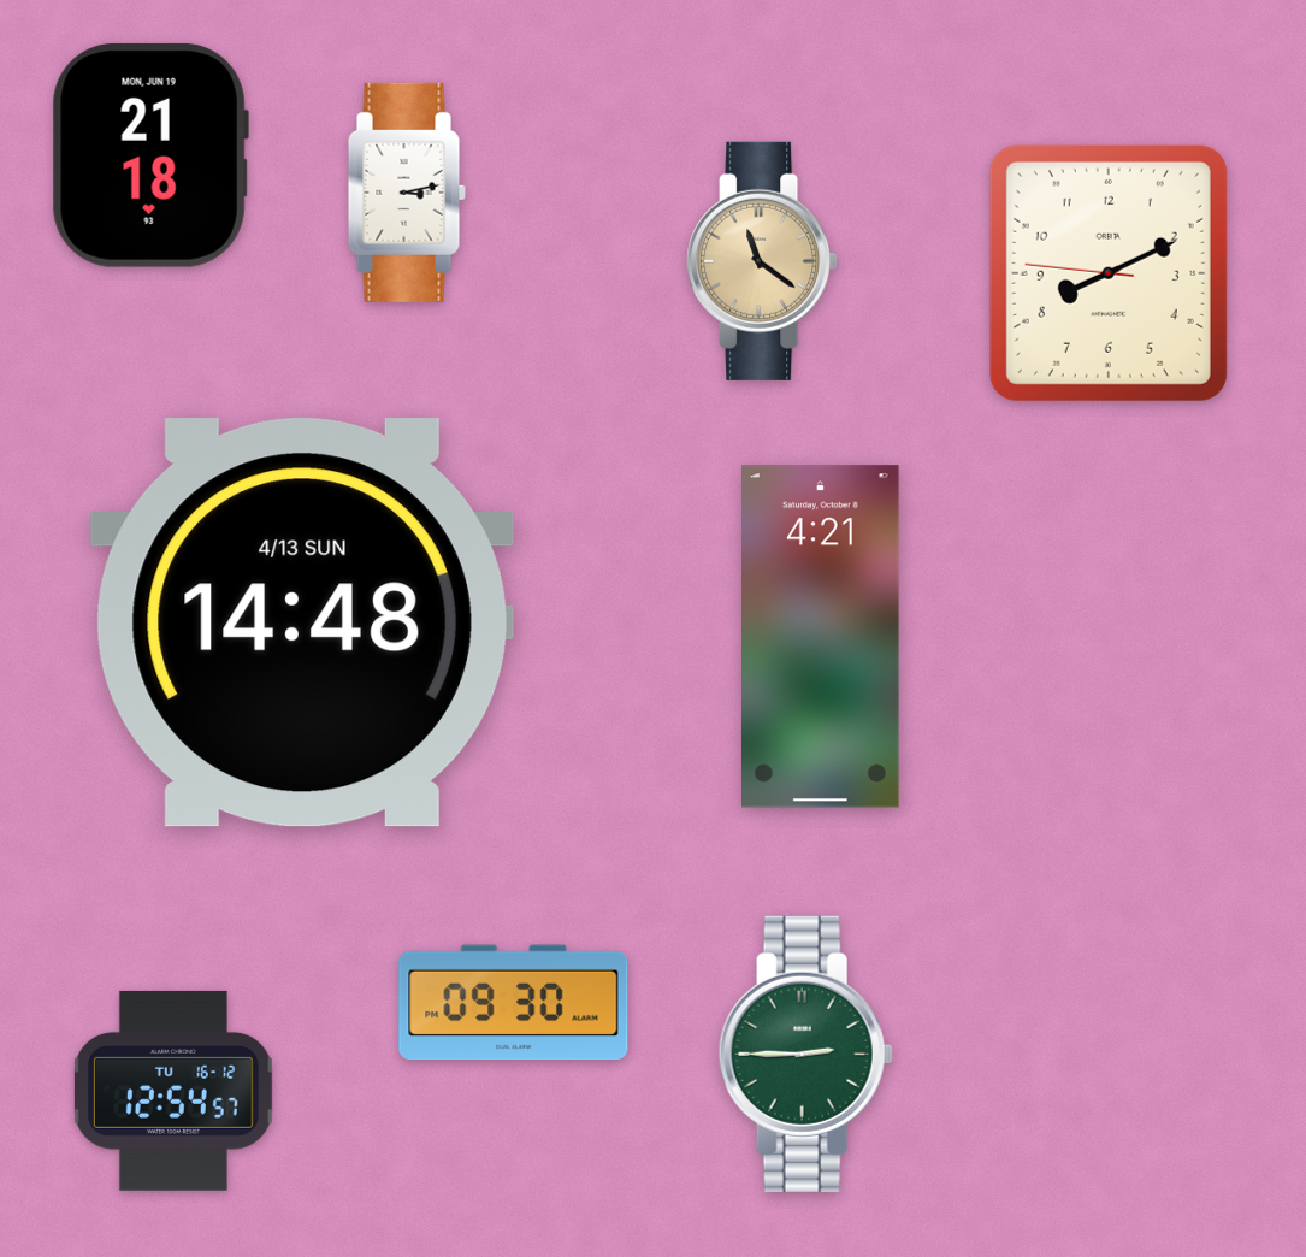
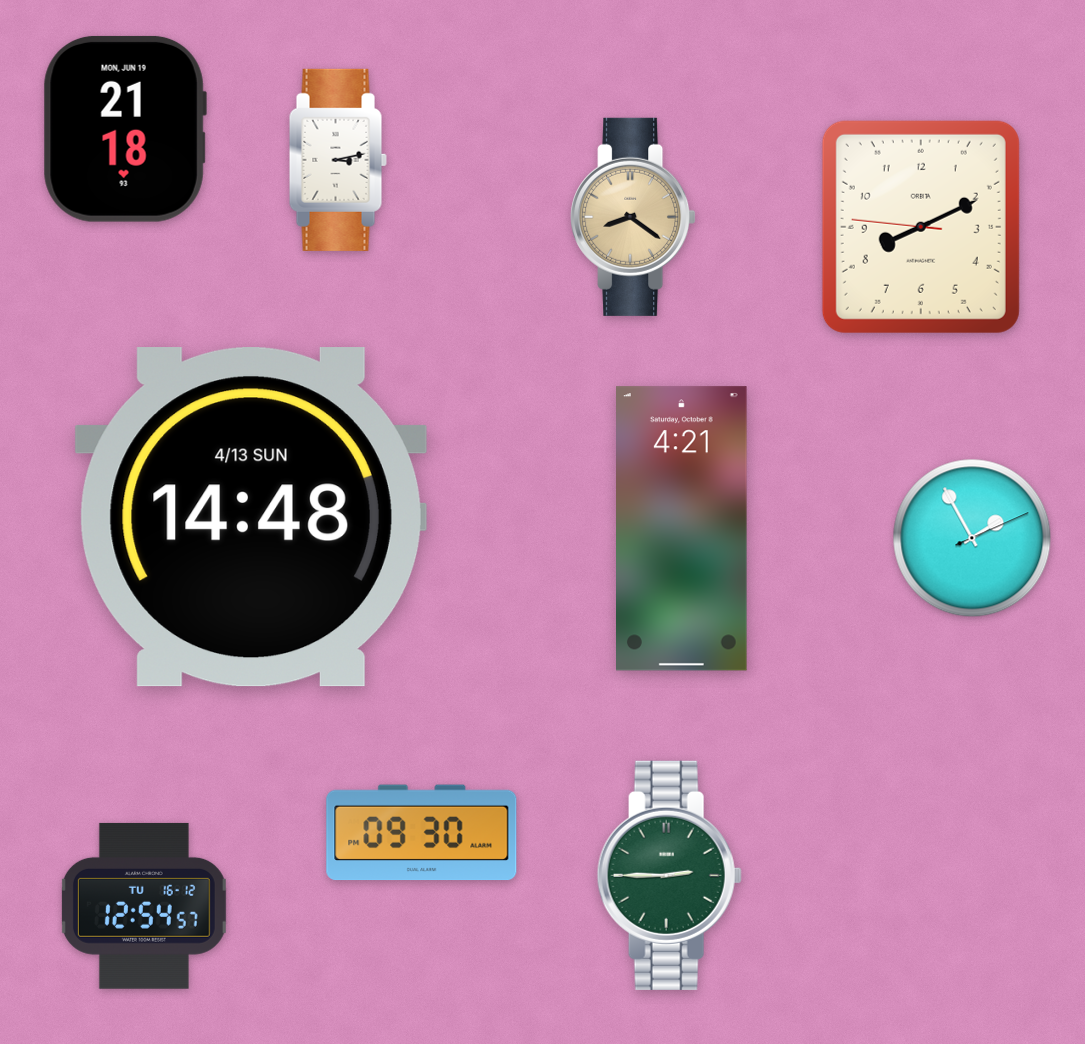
clock at (762, 261): 11:21 -> 8:21
clock at (972, 538): none -> 1:55
clock at (514, 1003) position: (514, 1003) -> (422, 833)
